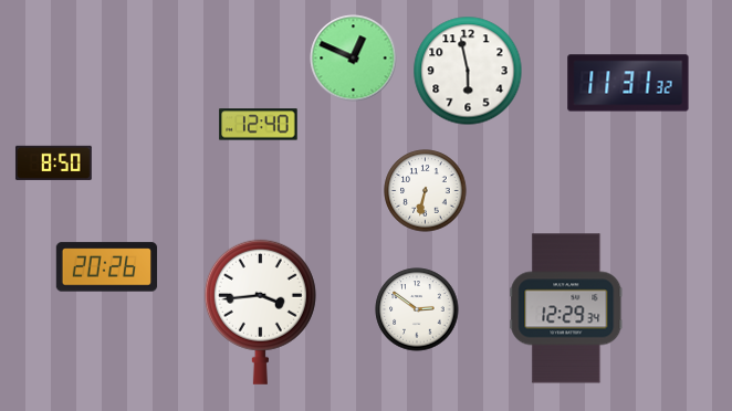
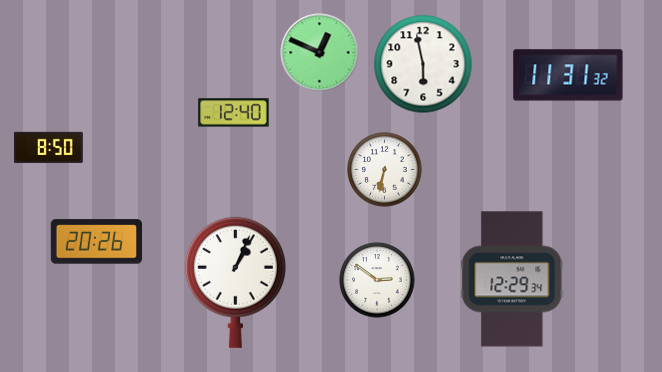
clock at (426, 191) position: (426, 191) -> (385, 170)
clock at (260, 312): 3:44 -> 1:04
